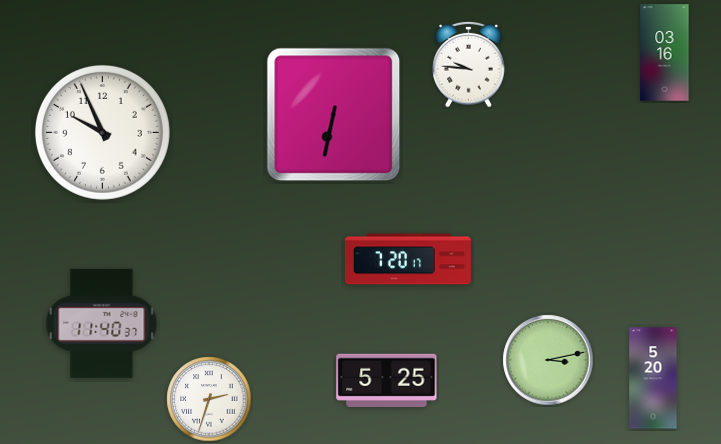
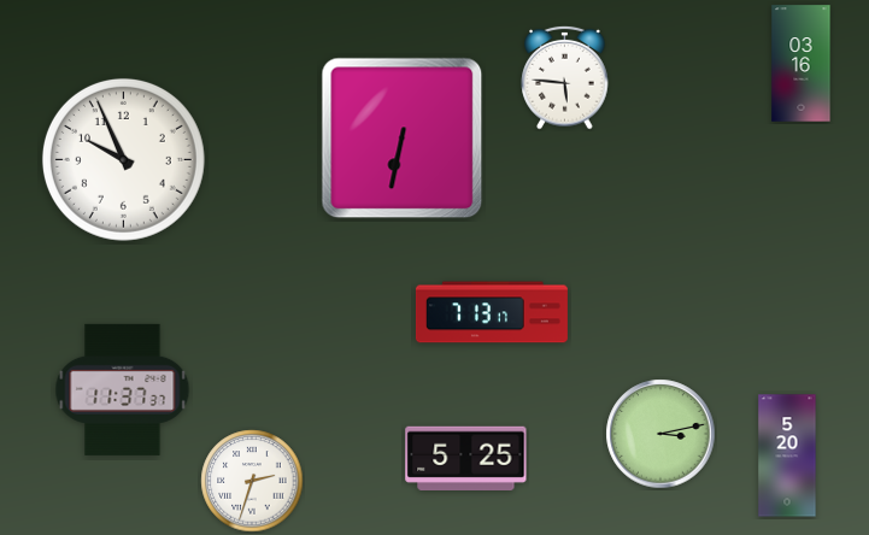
clock at (469, 64): 9:46 -> 5:46
clock at (408, 259): 7:20 -> 7:13
clock at (102, 323): 11:40 -> 11:37
